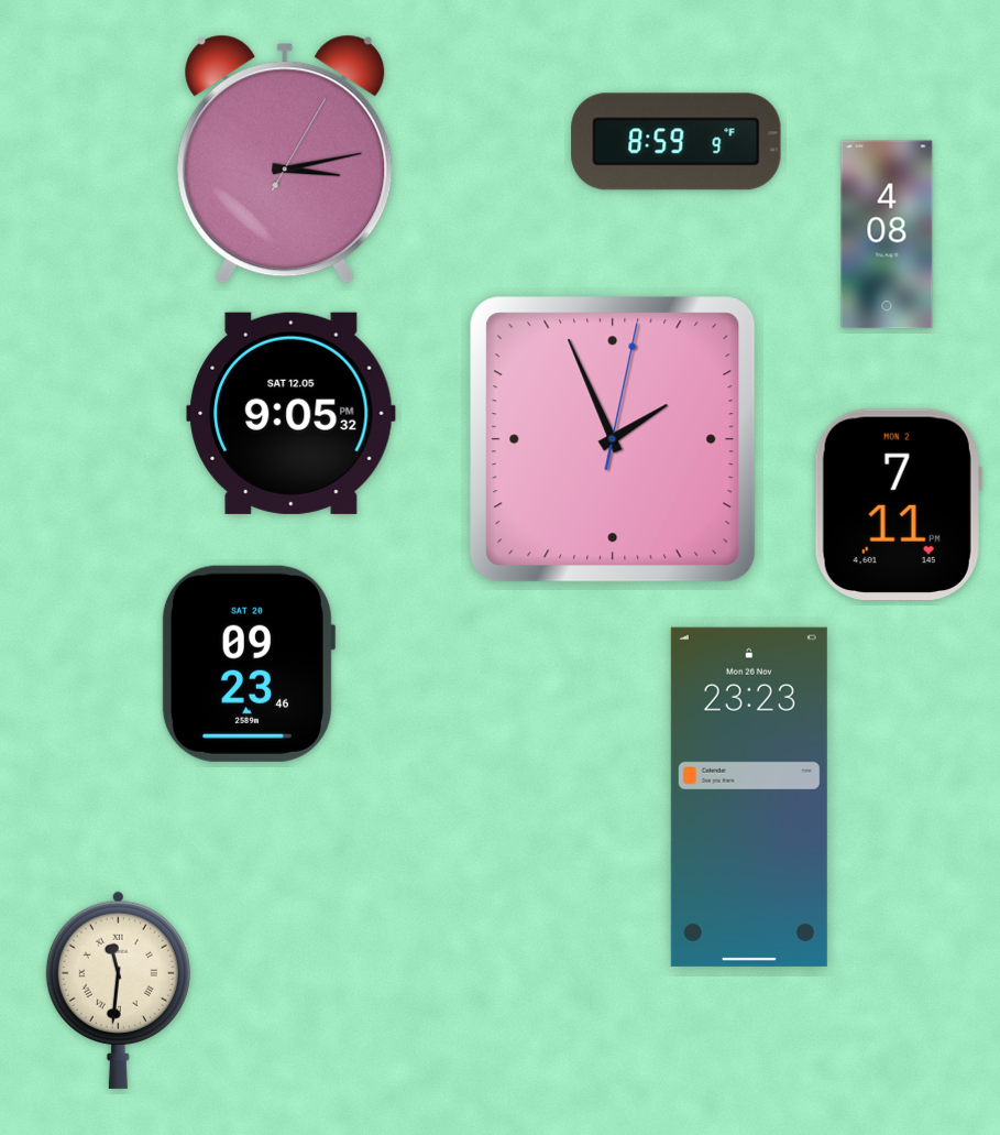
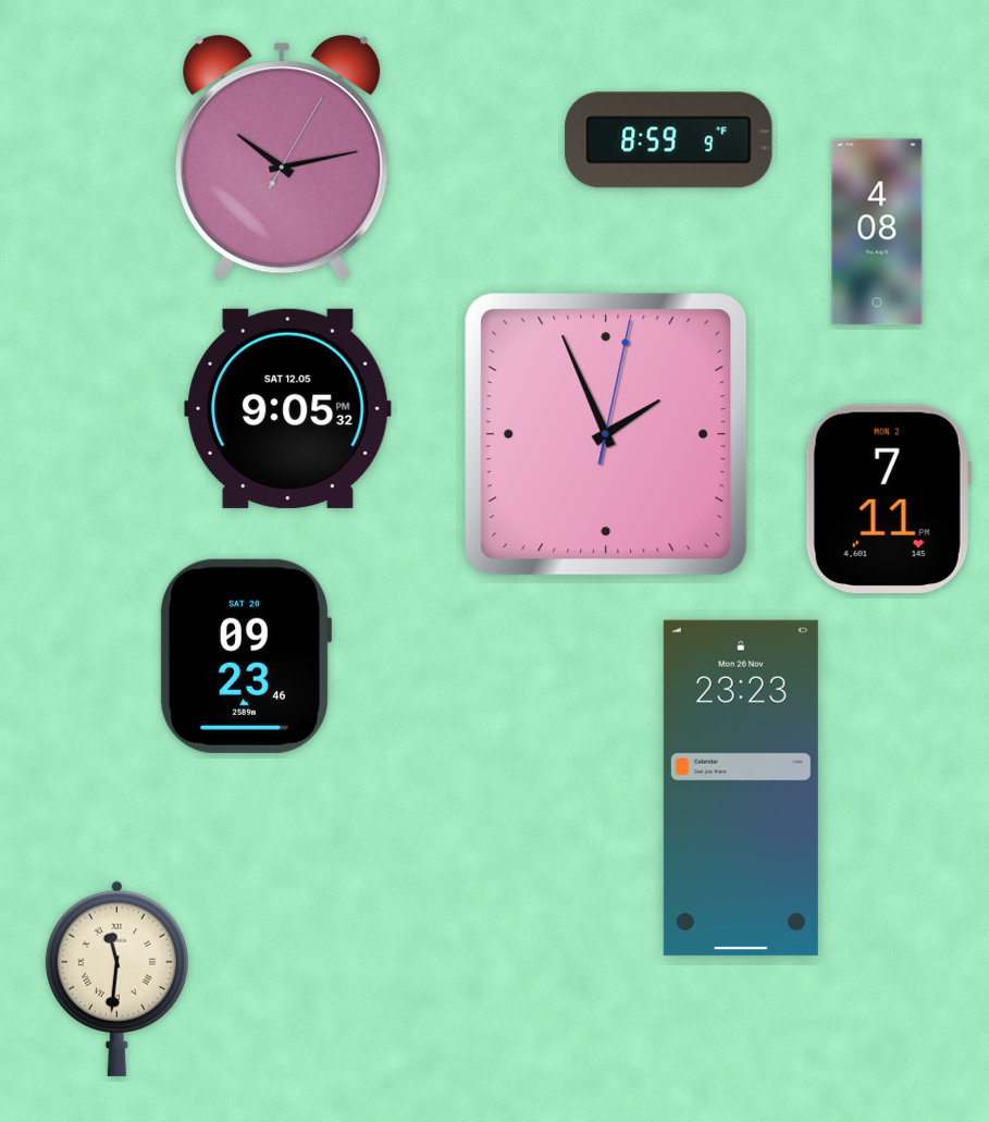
clock at (285, 160): 3:13 -> 10:13
